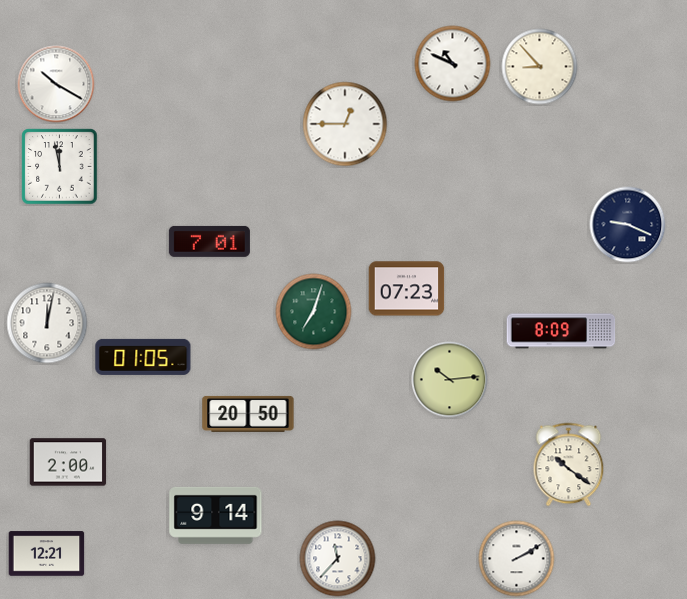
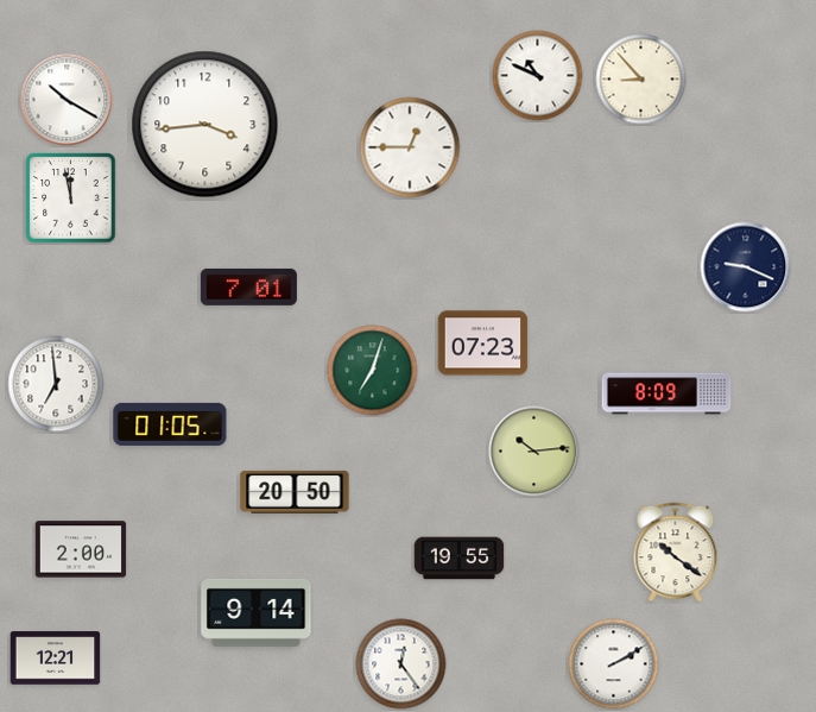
clock at (205, 125): none -> 3:44
clock at (47, 323): 12:02 -> 6:59
clock at (460, 559): none -> 19:55
clock at (338, 559): 11:37 -> 12:24
